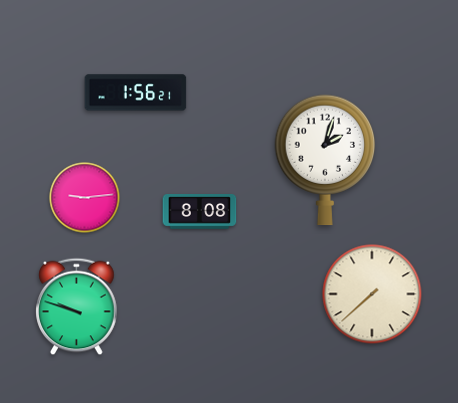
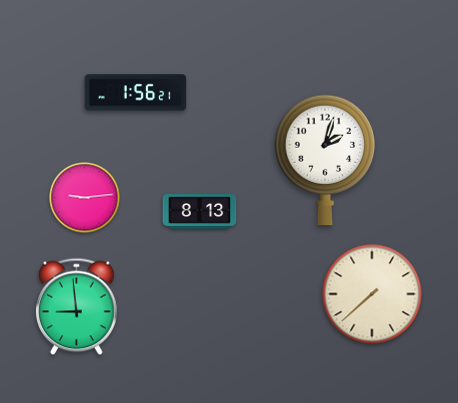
clock at (200, 212): 8:08 -> 8:13
clock at (77, 307): 9:48 -> 8:59
